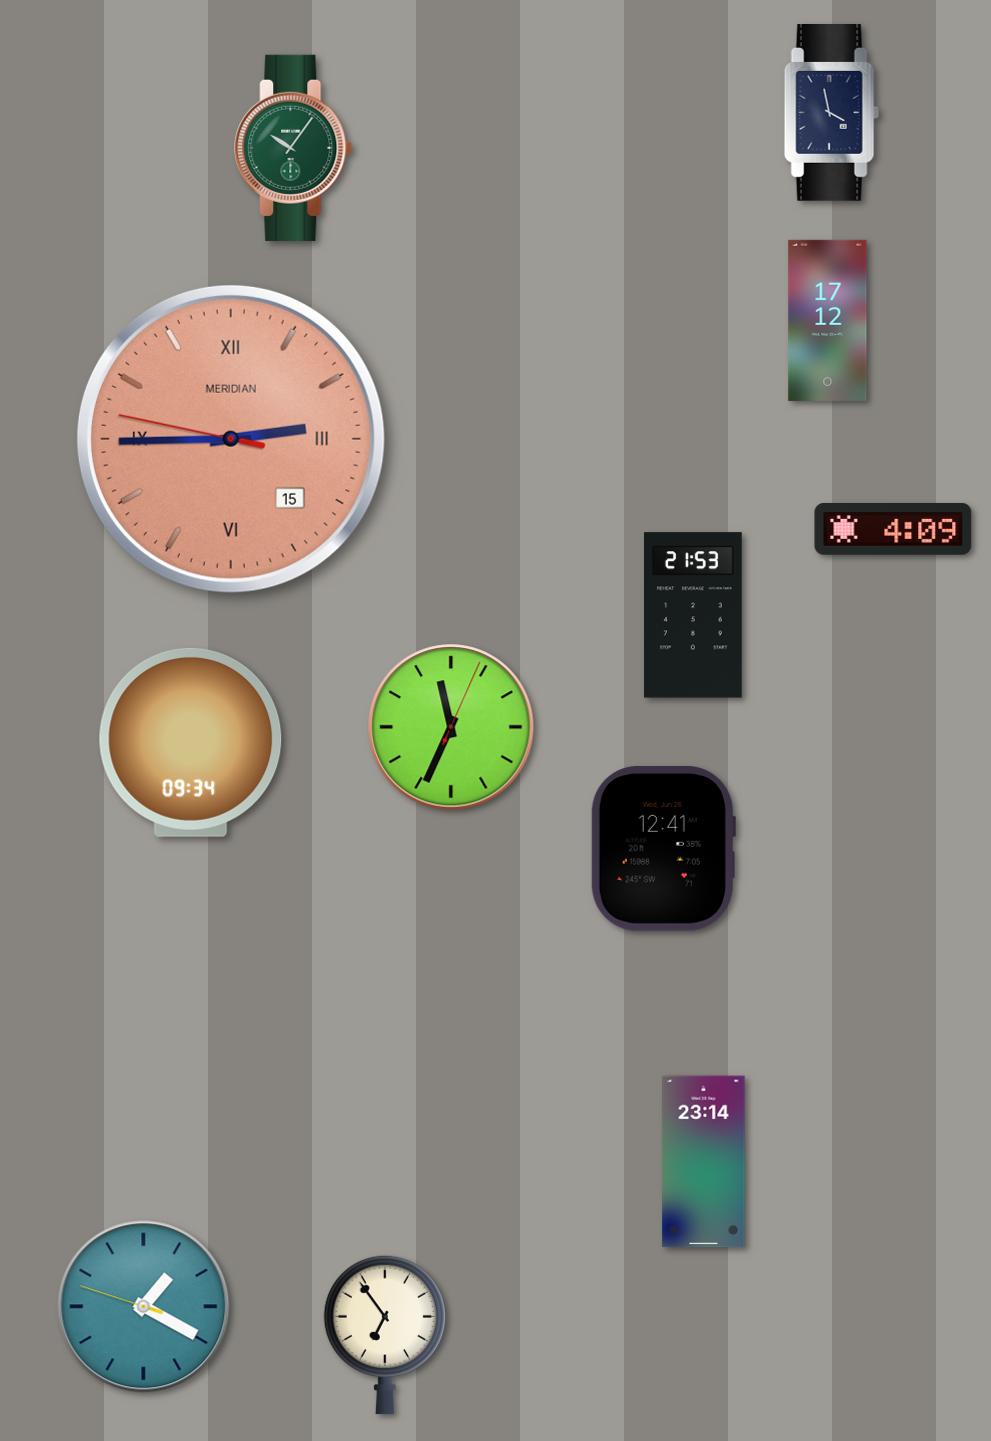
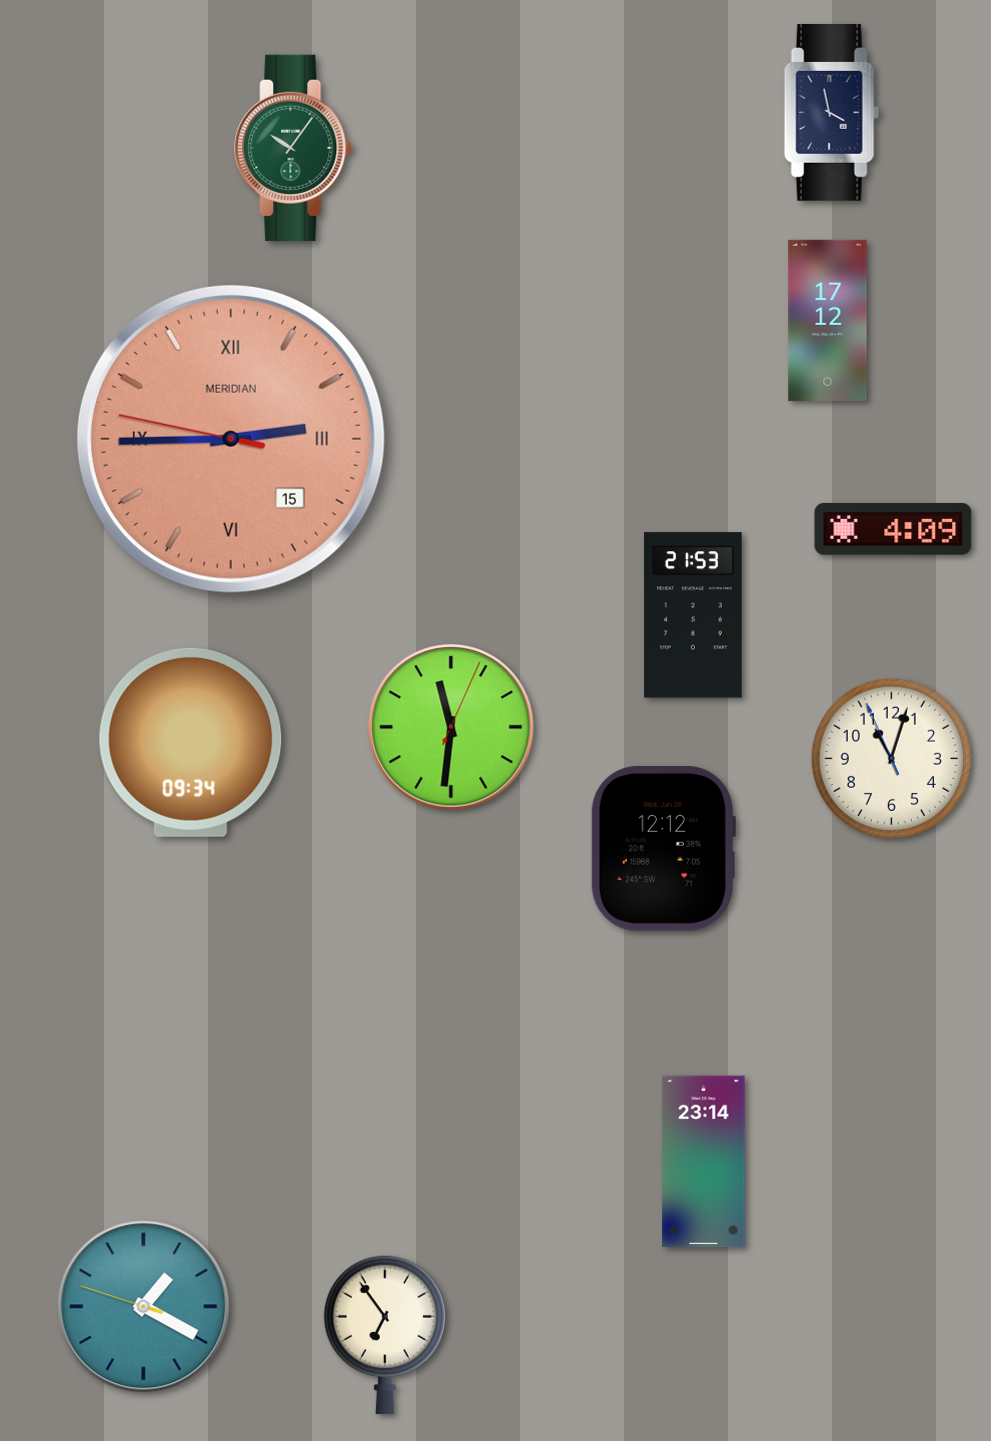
clock at (451, 727): 11:34 -> 11:31
clock at (891, 758): none -> 11:02
clock at (663, 849): 12:41 -> 12:12
